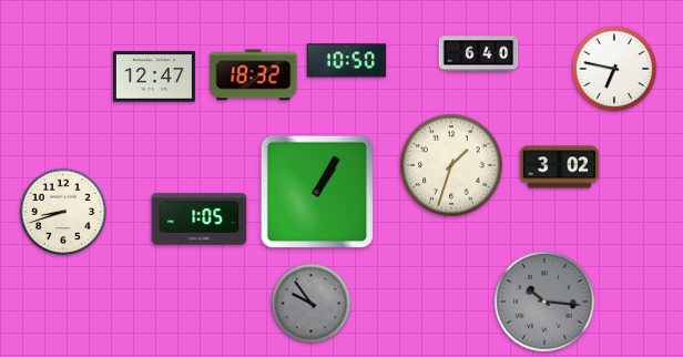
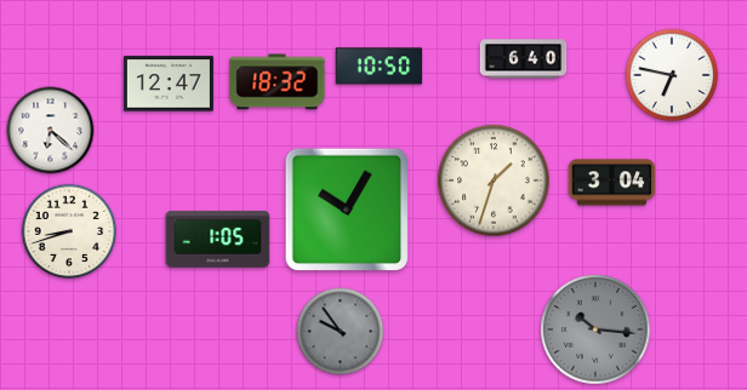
clock at (51, 131): none -> 6:22
clock at (560, 167): 3:02 -> 3:04
clock at (317, 192): 1:05 -> 10:05
